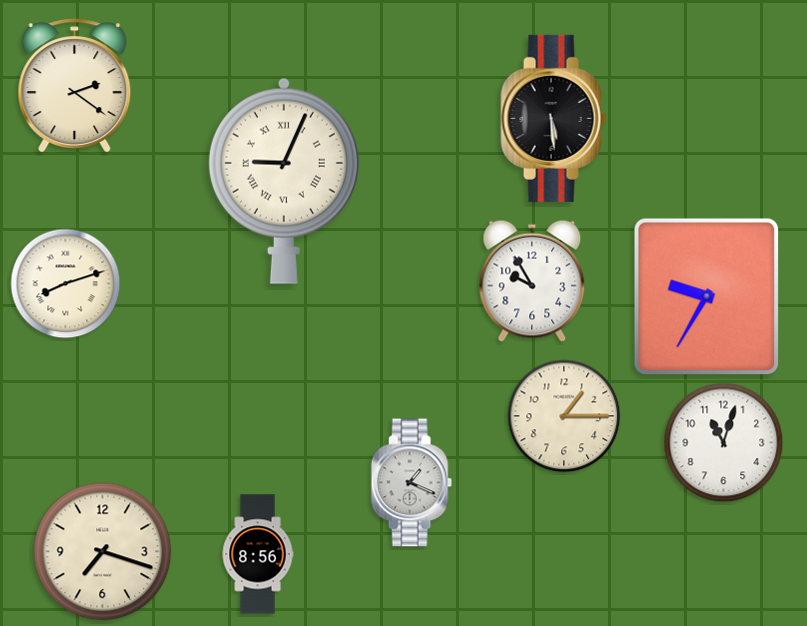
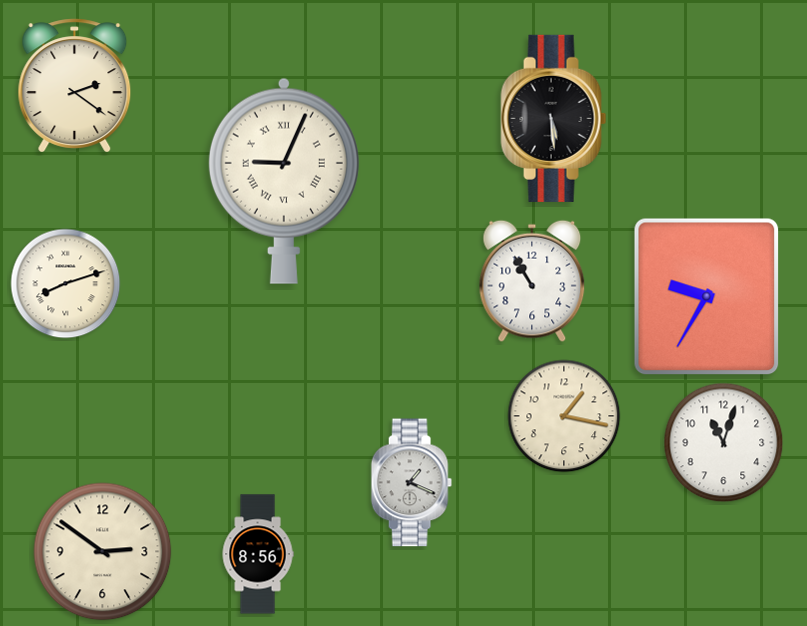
clock at (532, 281): 9:55 -> 10:55
clock at (564, 416): 1:15 -> 1:17
clock at (103, 552): 7:18 -> 2:51
